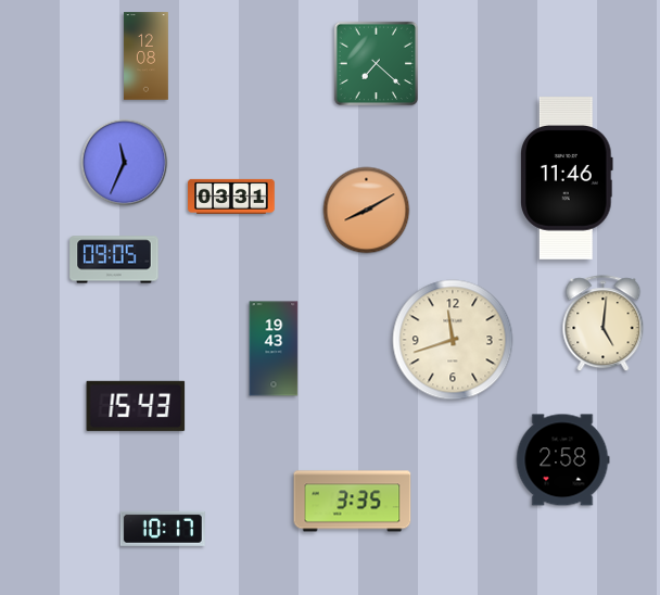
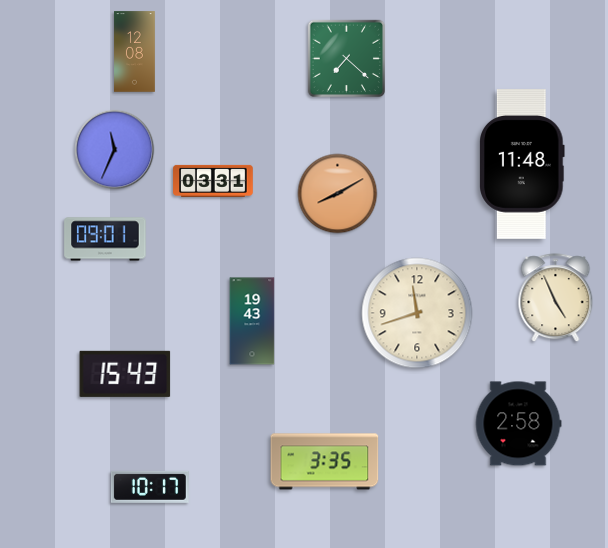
clock at (567, 178): 11:46 -> 11:48
clock at (114, 259): 09:05 -> 09:01
clock at (604, 324): 5:01 -> 4:56
